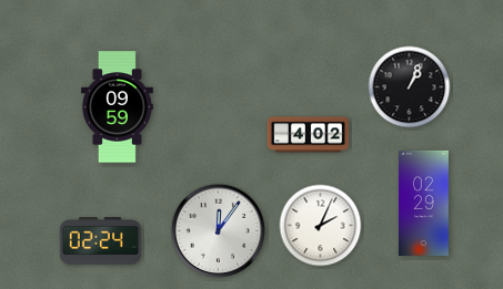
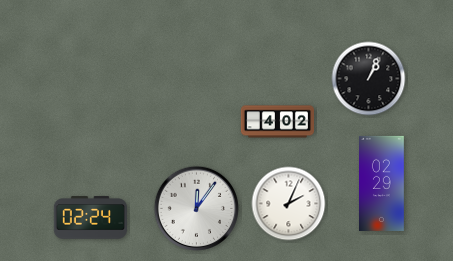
clock at (117, 107): 09:59 -> none
